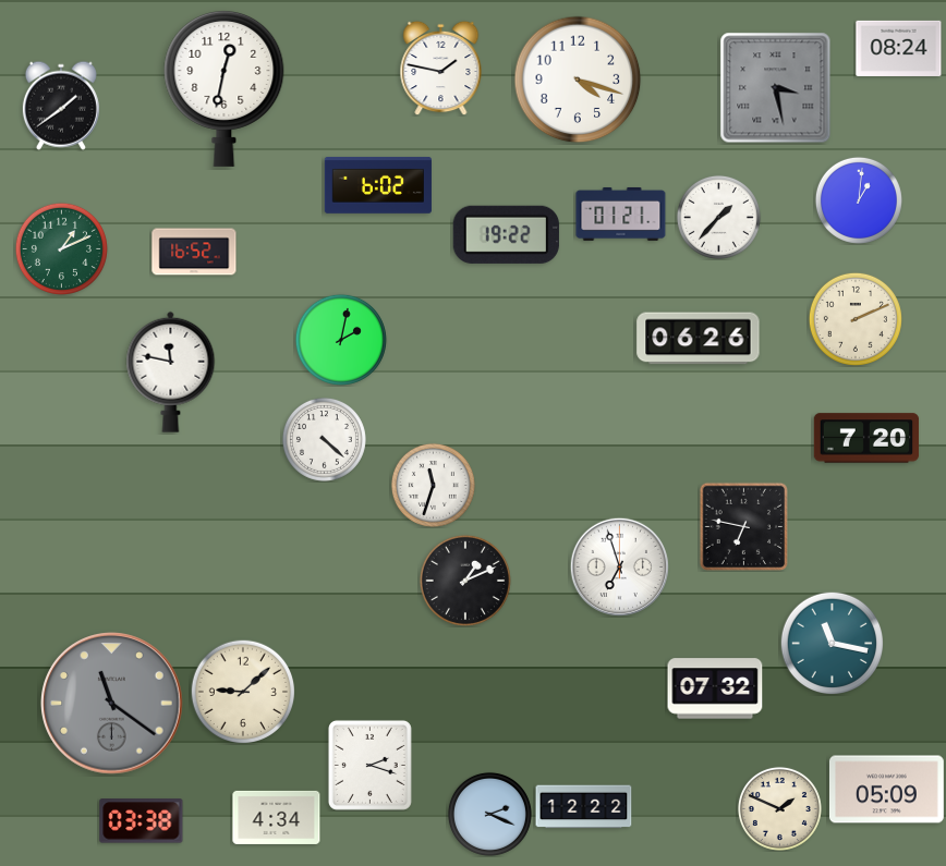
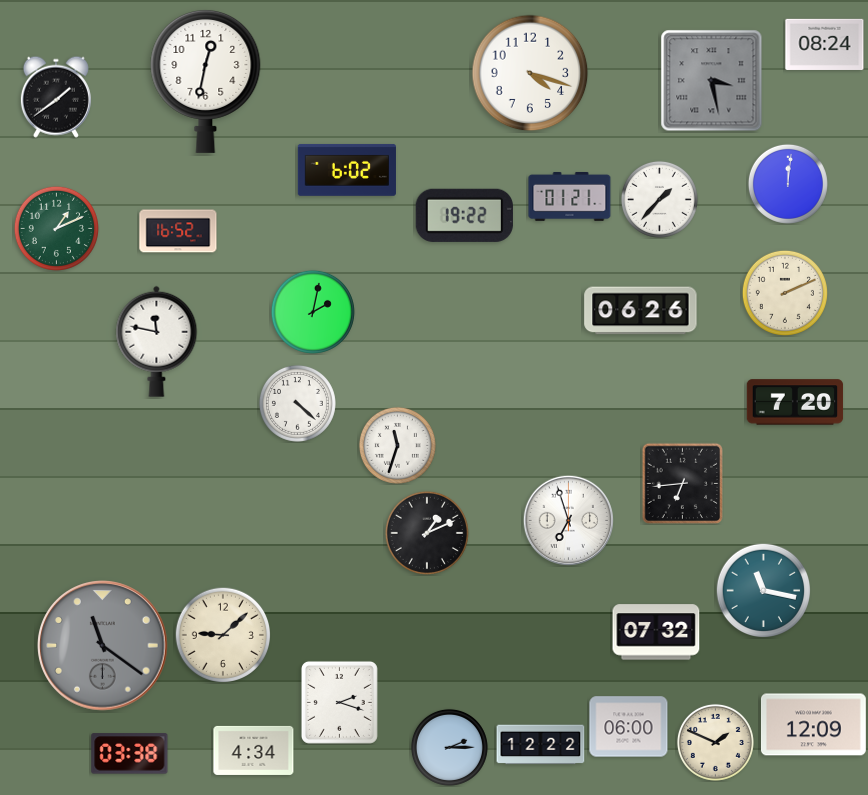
clock at (441, 68): 1:47 -> none
clock at (859, 200): 1:01 -> 12:01
clock at (743, 526): 6:47 -> 6:44
clock at (886, 790): 05:09 -> 12:09
clock at (629, 727): none -> 06:00
clock at (584, 807) position: (584, 807) -> (541, 745)
clock at (489, 814): 2:19 -> 2:15
